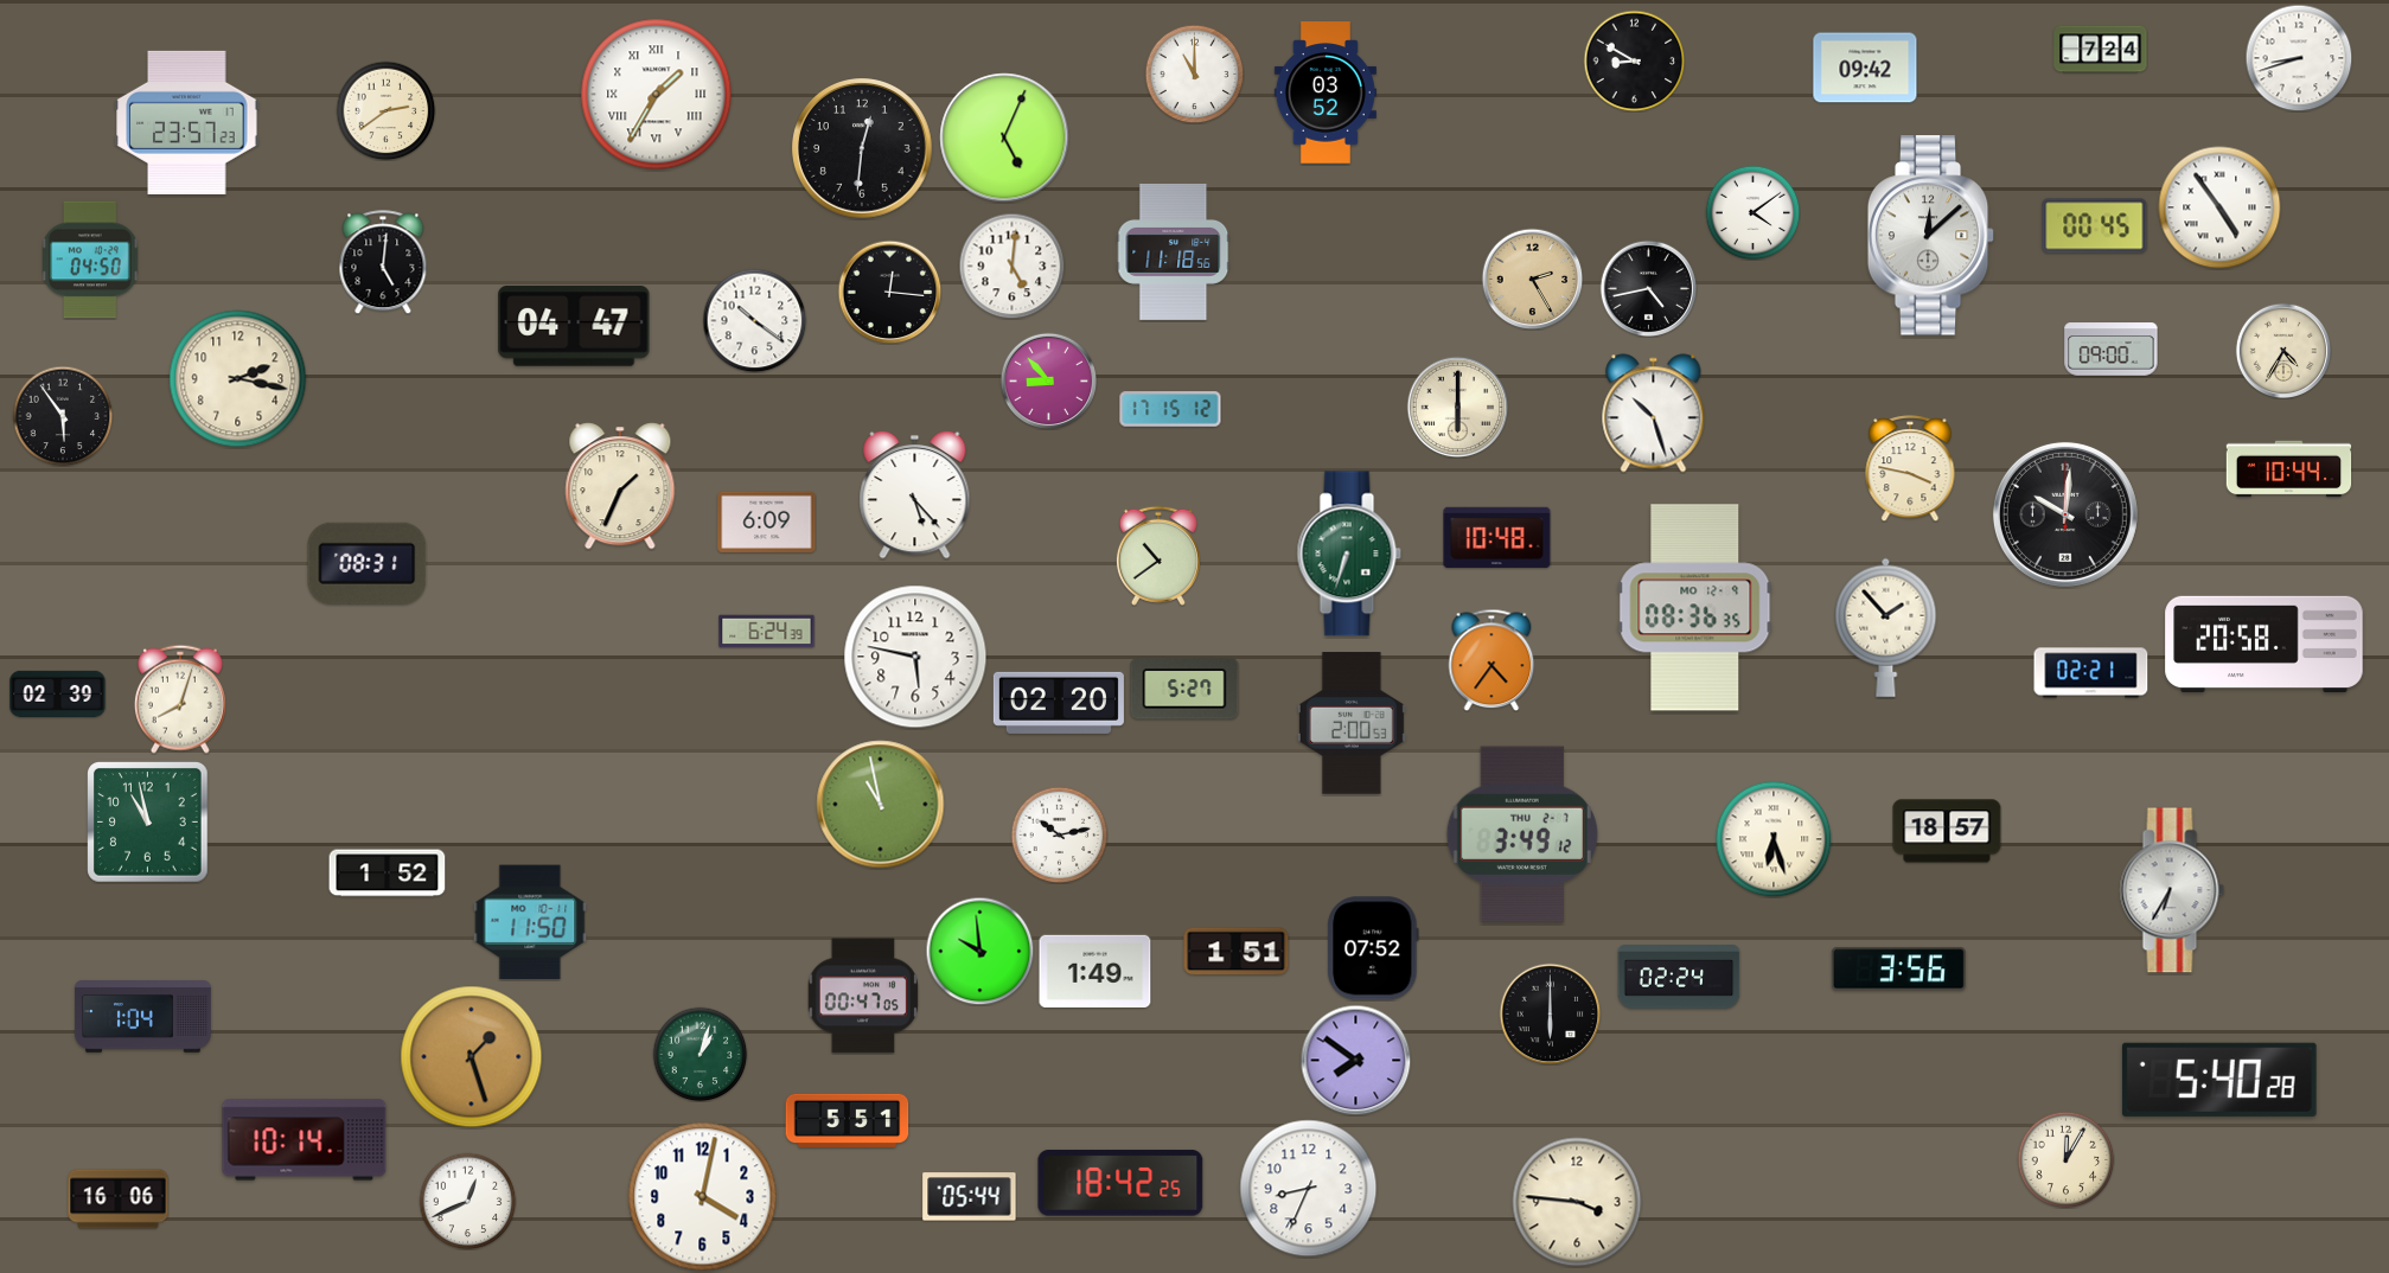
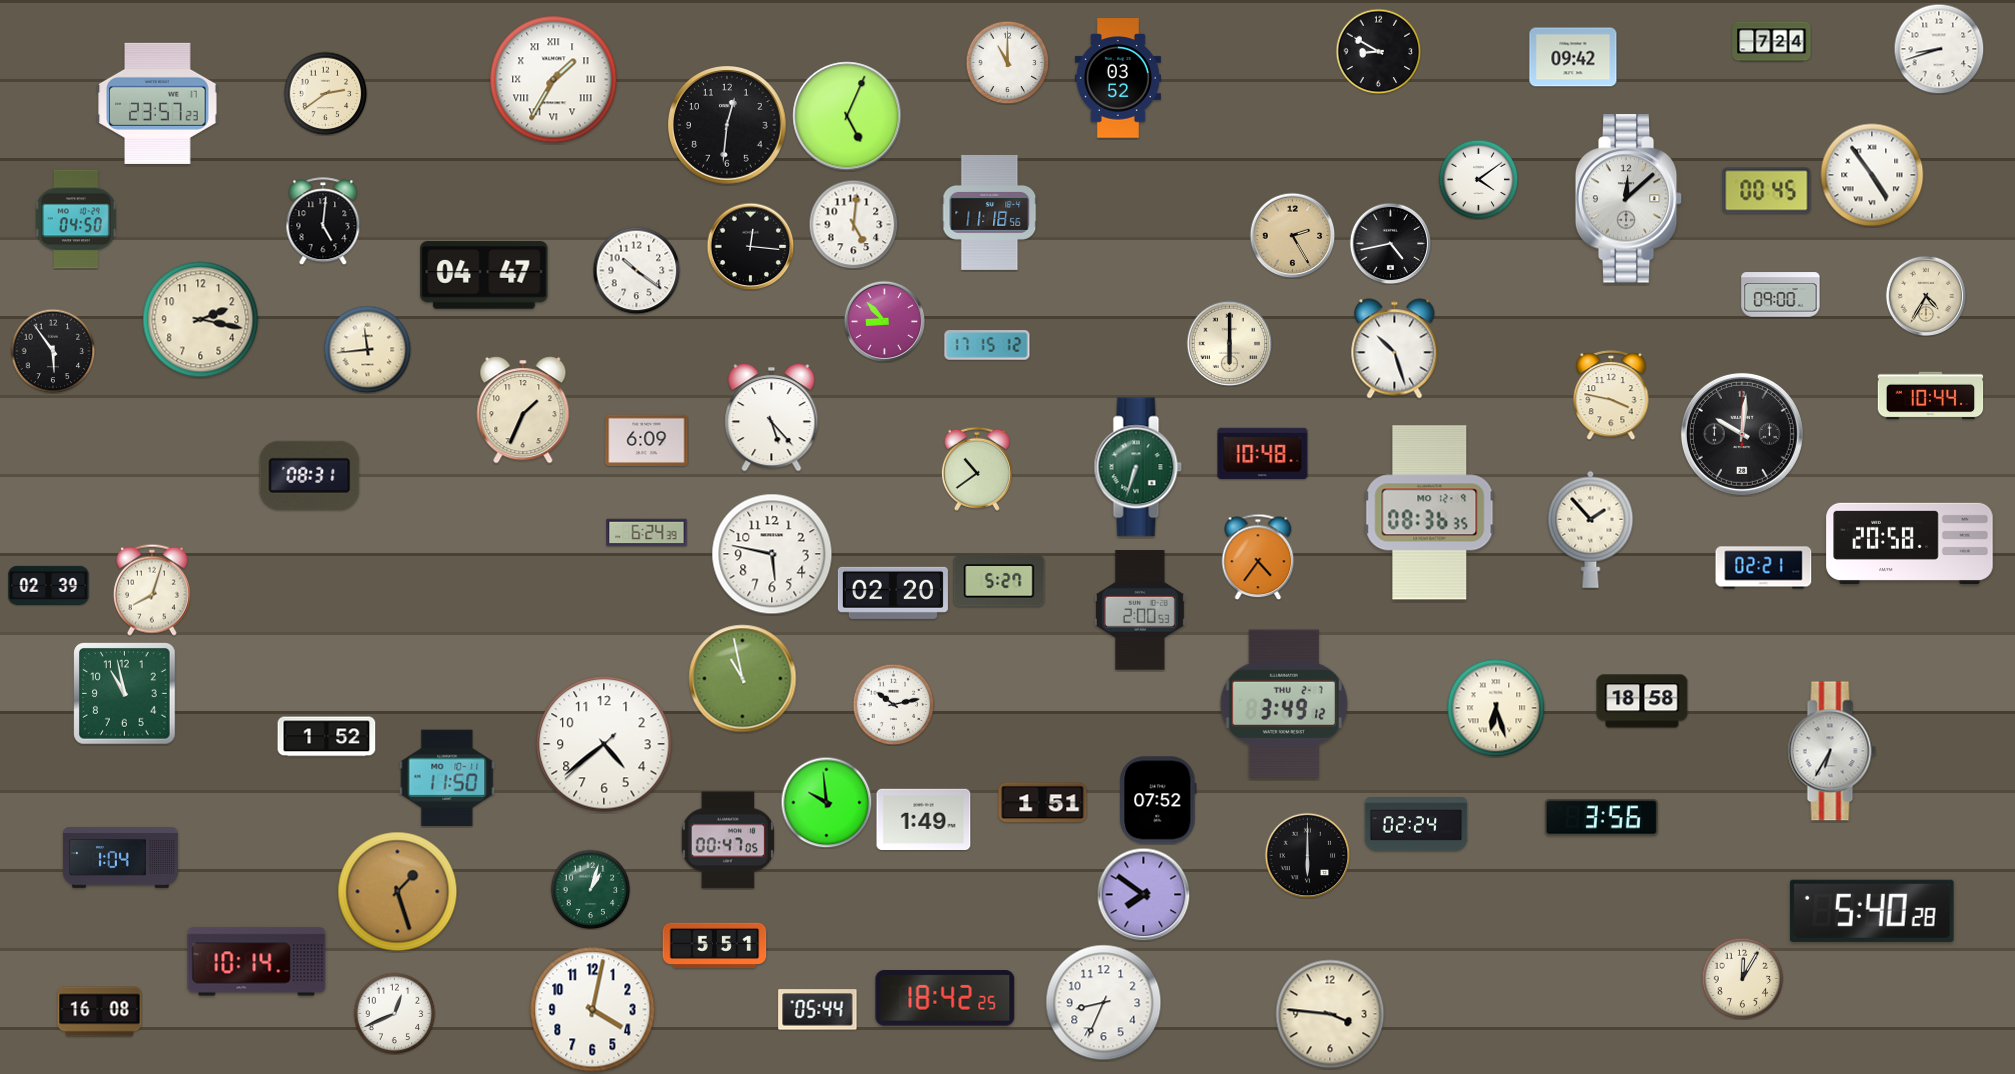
clock at (367, 349): none -> 11:44
clock at (1947, 831): 18:57 -> 18:58
clock at (604, 744): none -> 4:38
clock at (119, 1200): 16:06 -> 16:08
